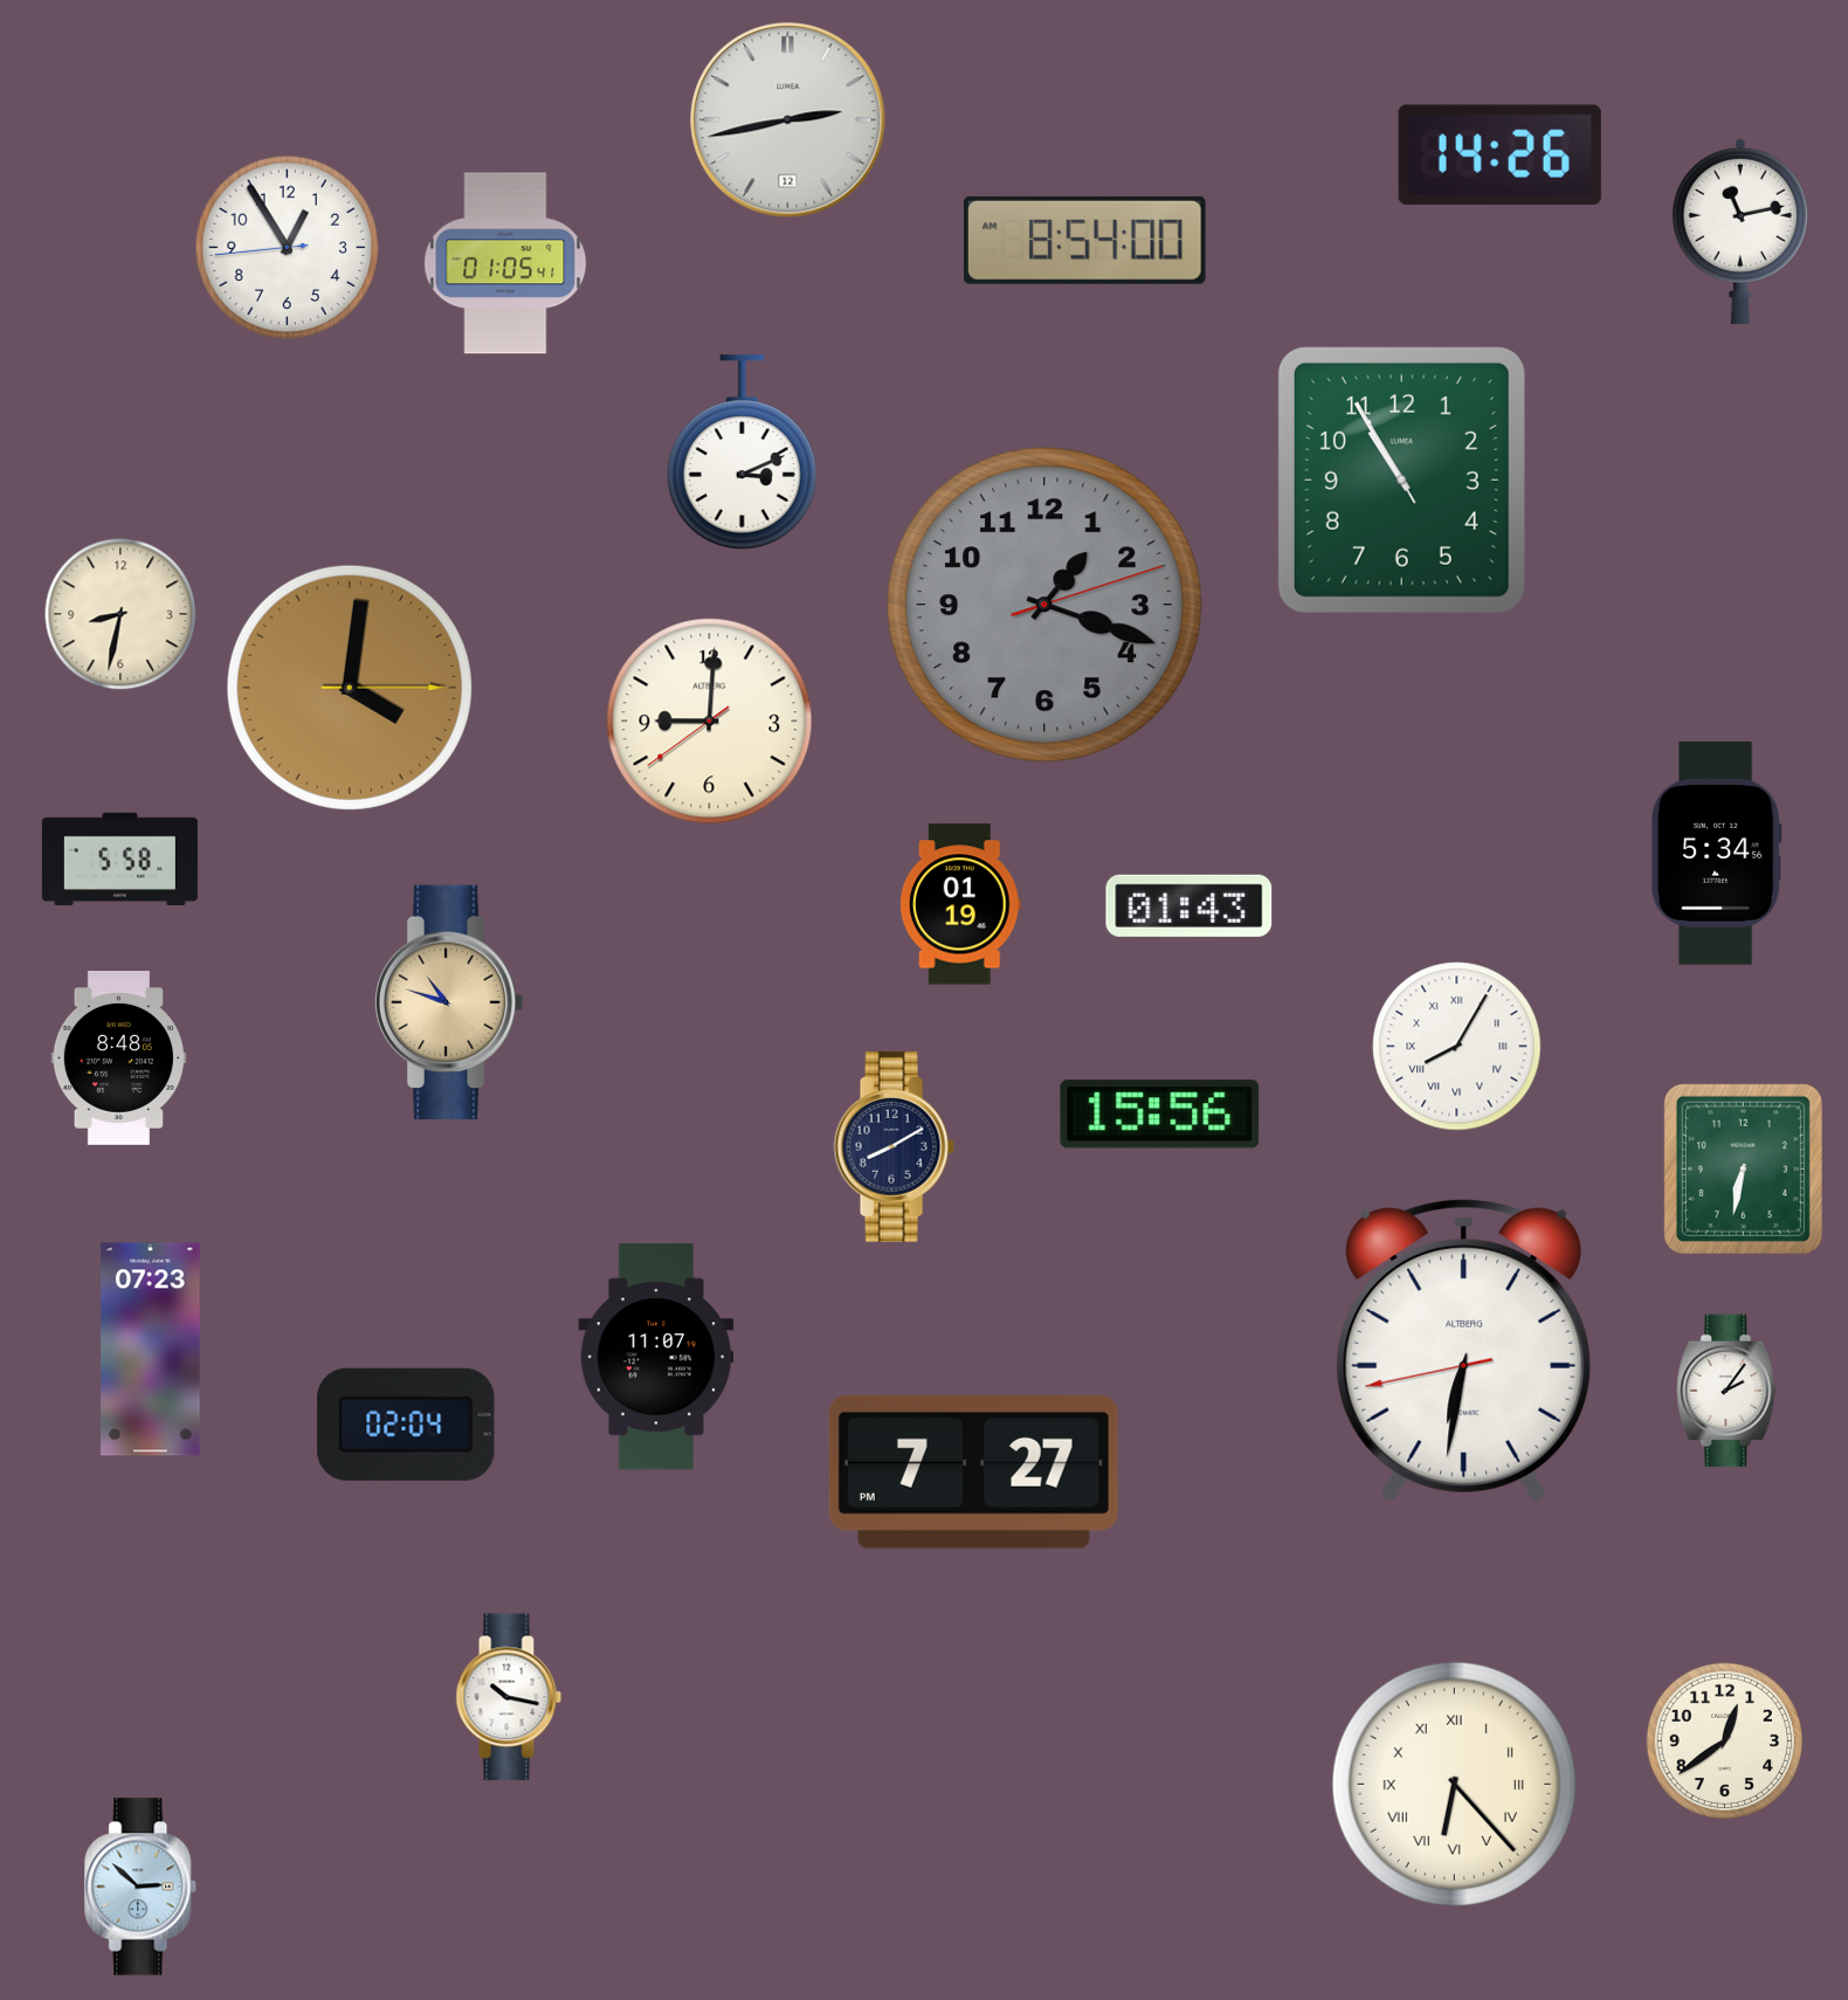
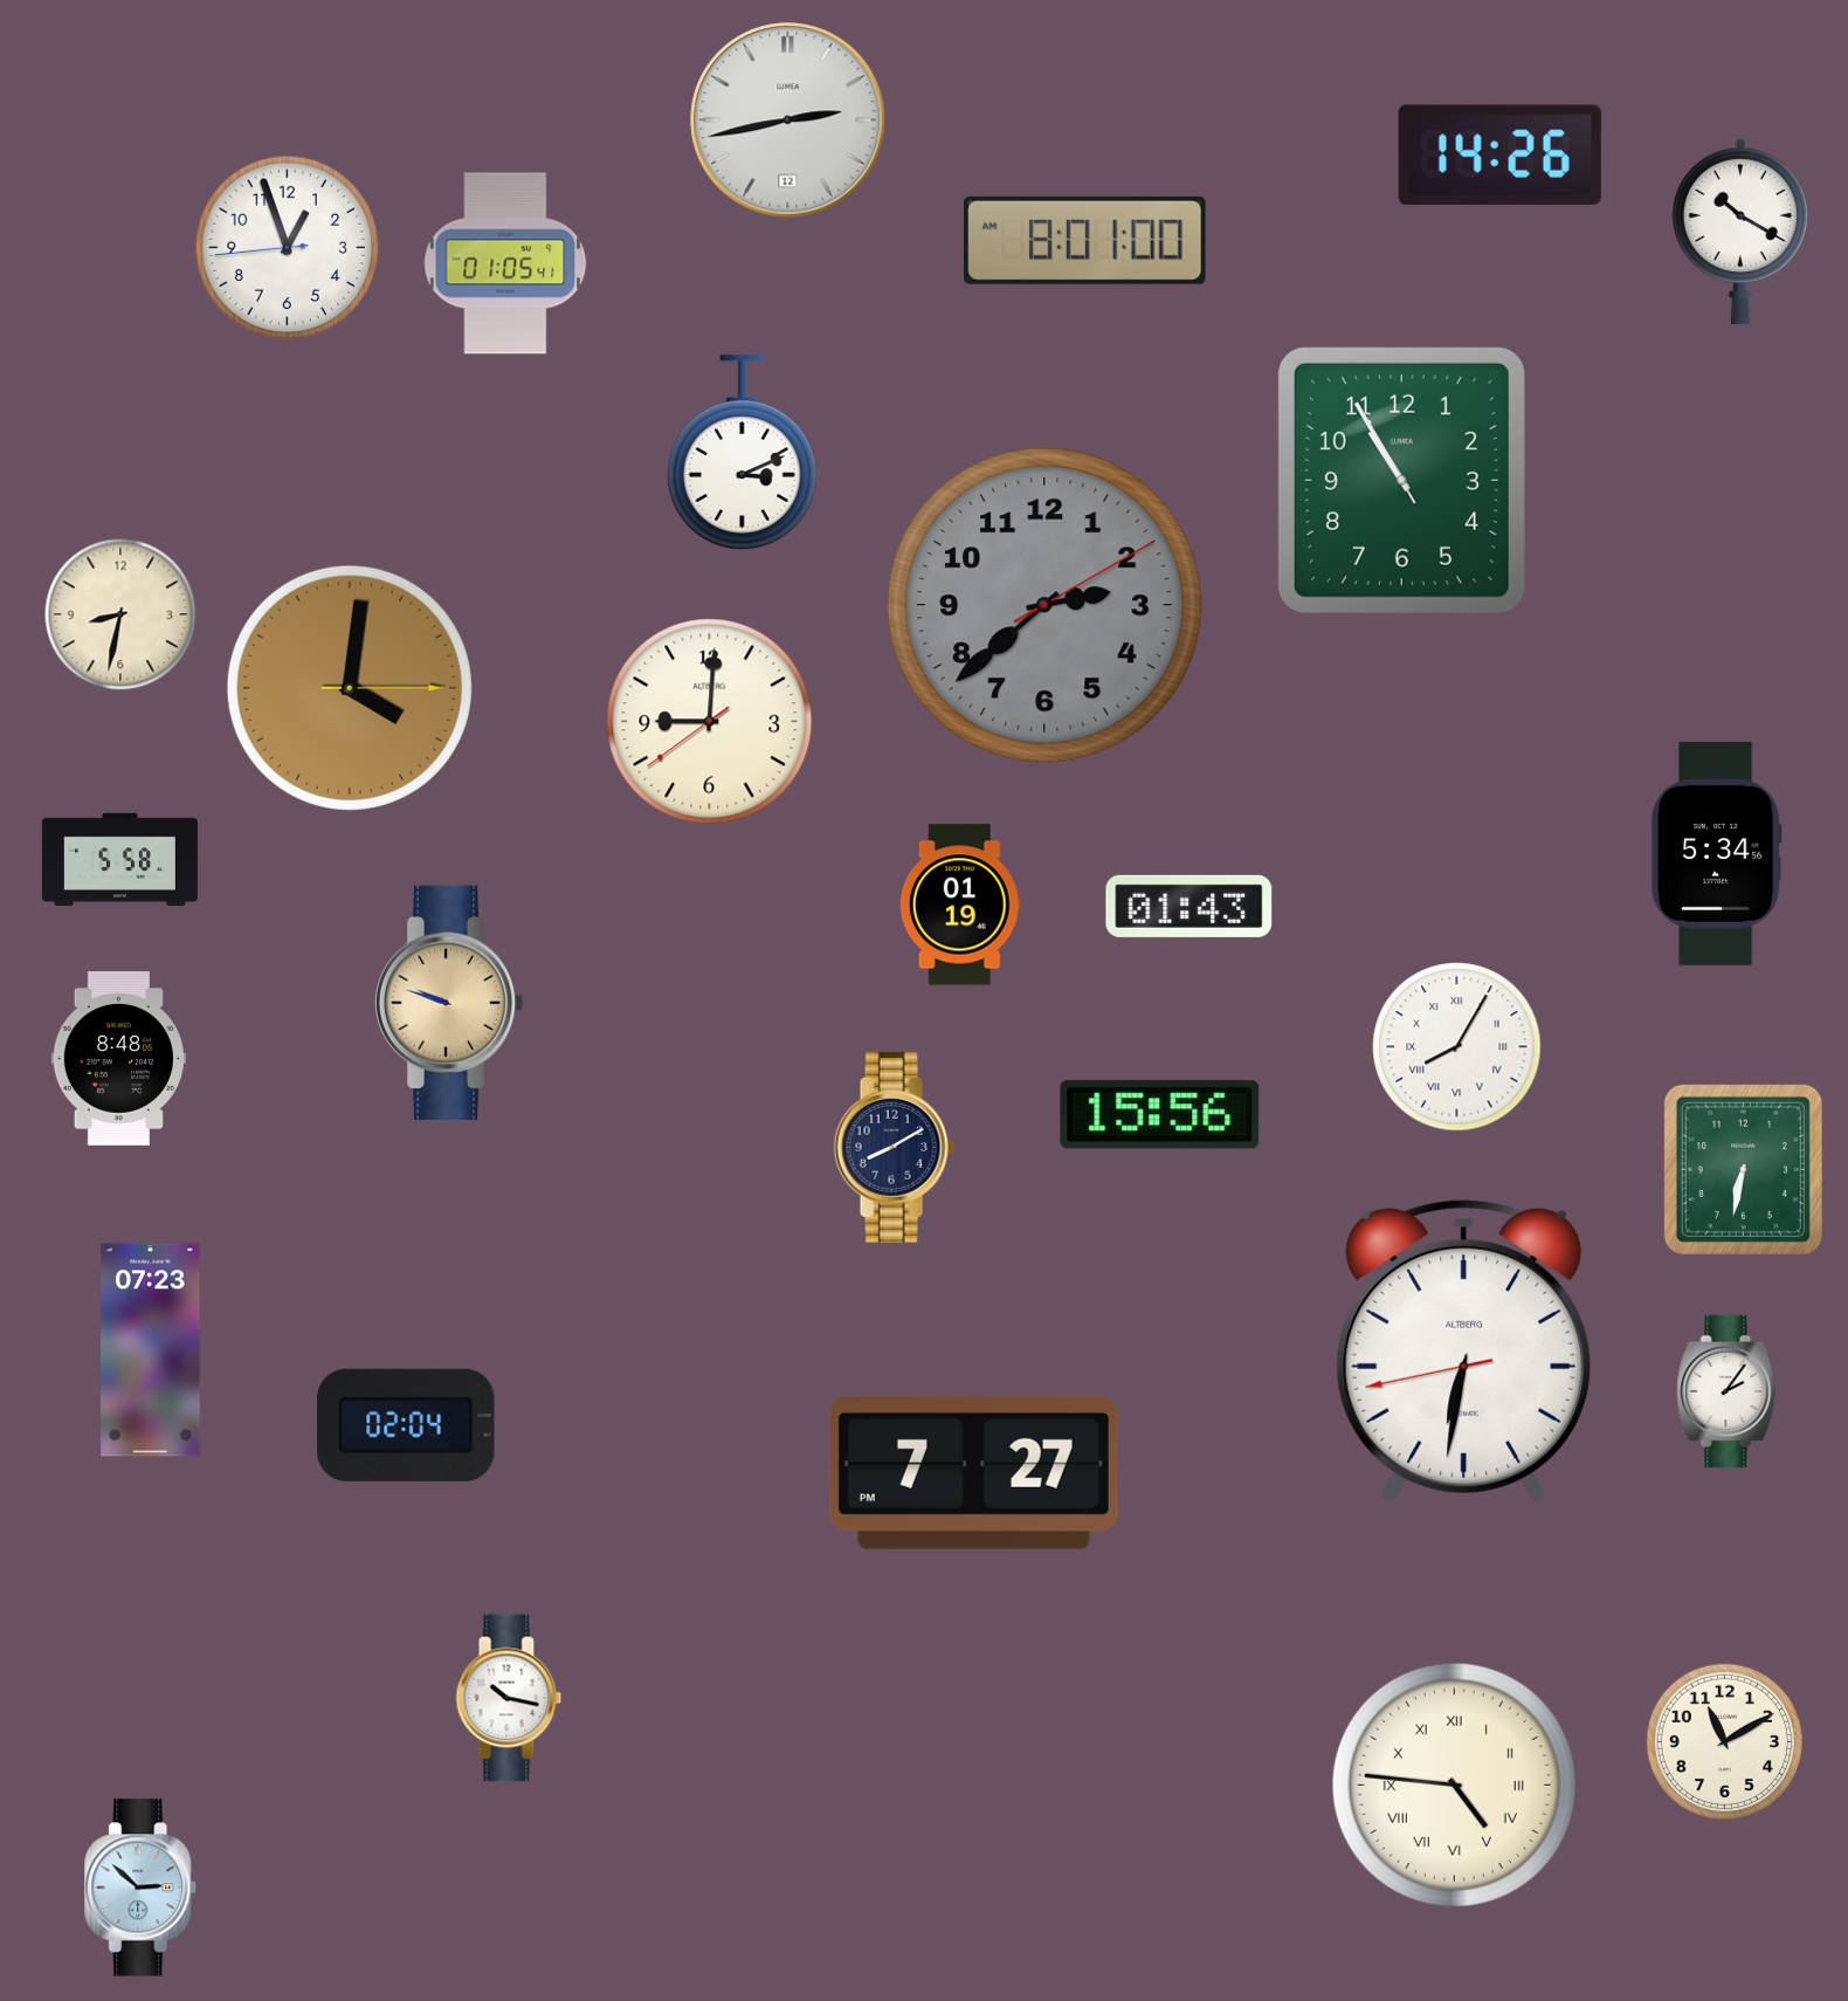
clock at (1740, 232): 11:13 -> 10:20
clock at (1085, 240): 8:54 -> 8:01
clock at (288, 248): 12:54 -> 12:56
clock at (1044, 605): 1:18 -> 2:38
clock at (449, 1001): 10:48 -> 9:48
clock at (656, 1357): 11:07 -> none
clock at (1724, 1740): 12:39 -> 11:10
clock at (1454, 1784): 6:23 -> 4:46
